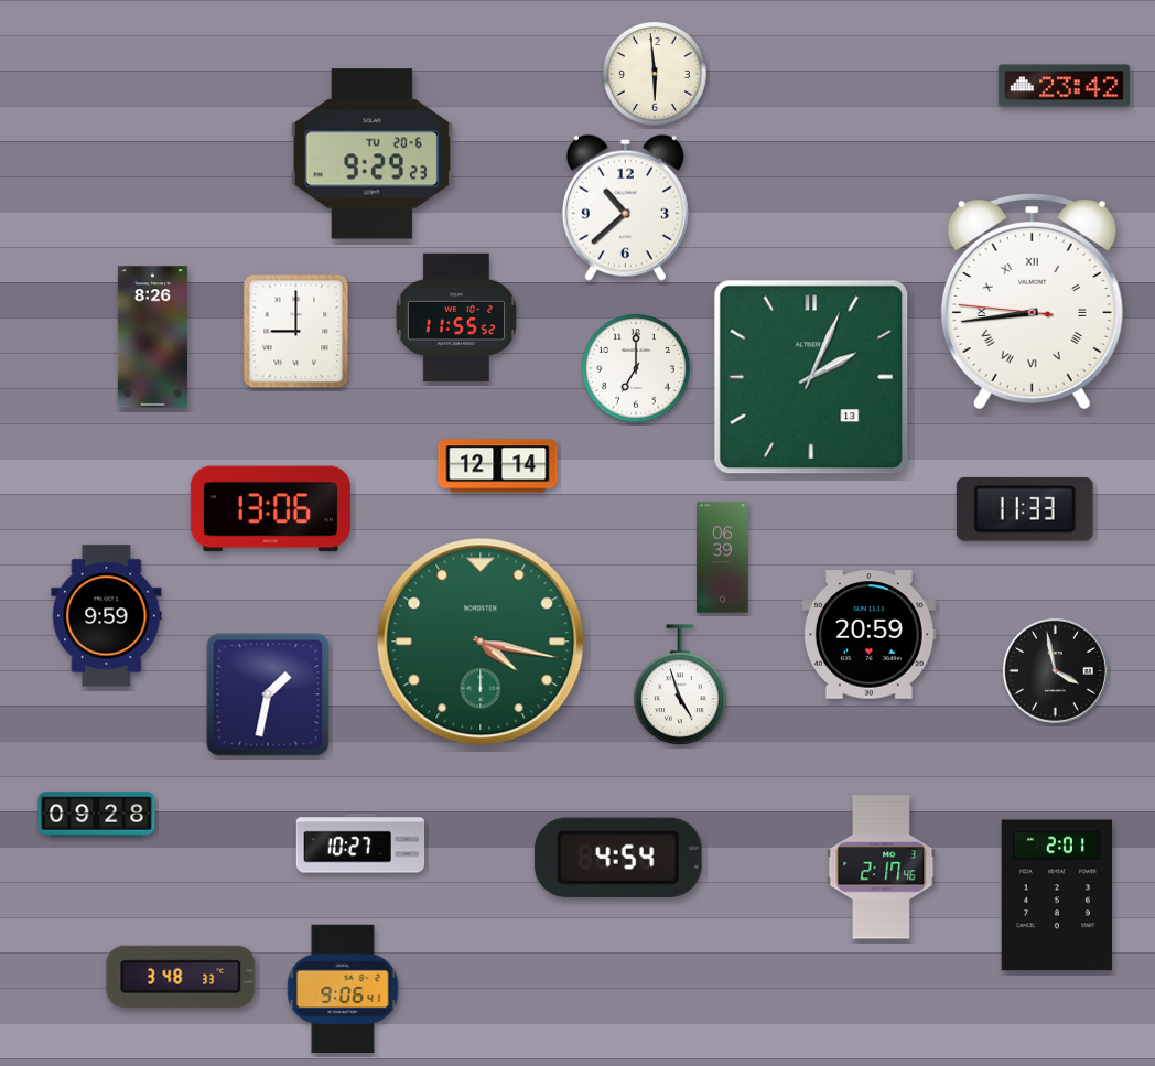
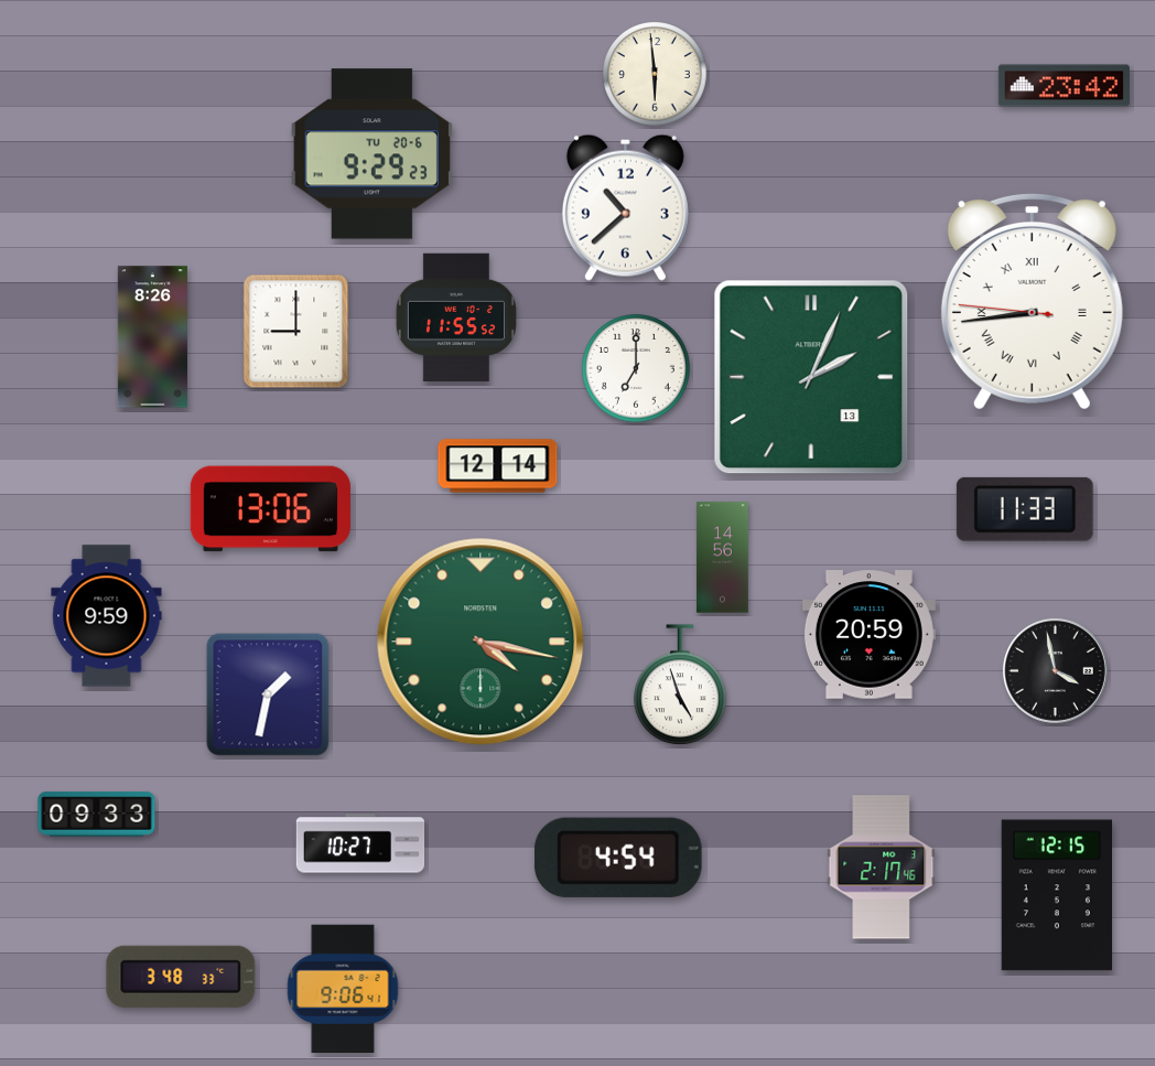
clock at (723, 558): 06:39 -> 14:56
clock at (97, 815): 09:28 -> 09:33
clock at (1056, 895): 2:01 -> 12:15
